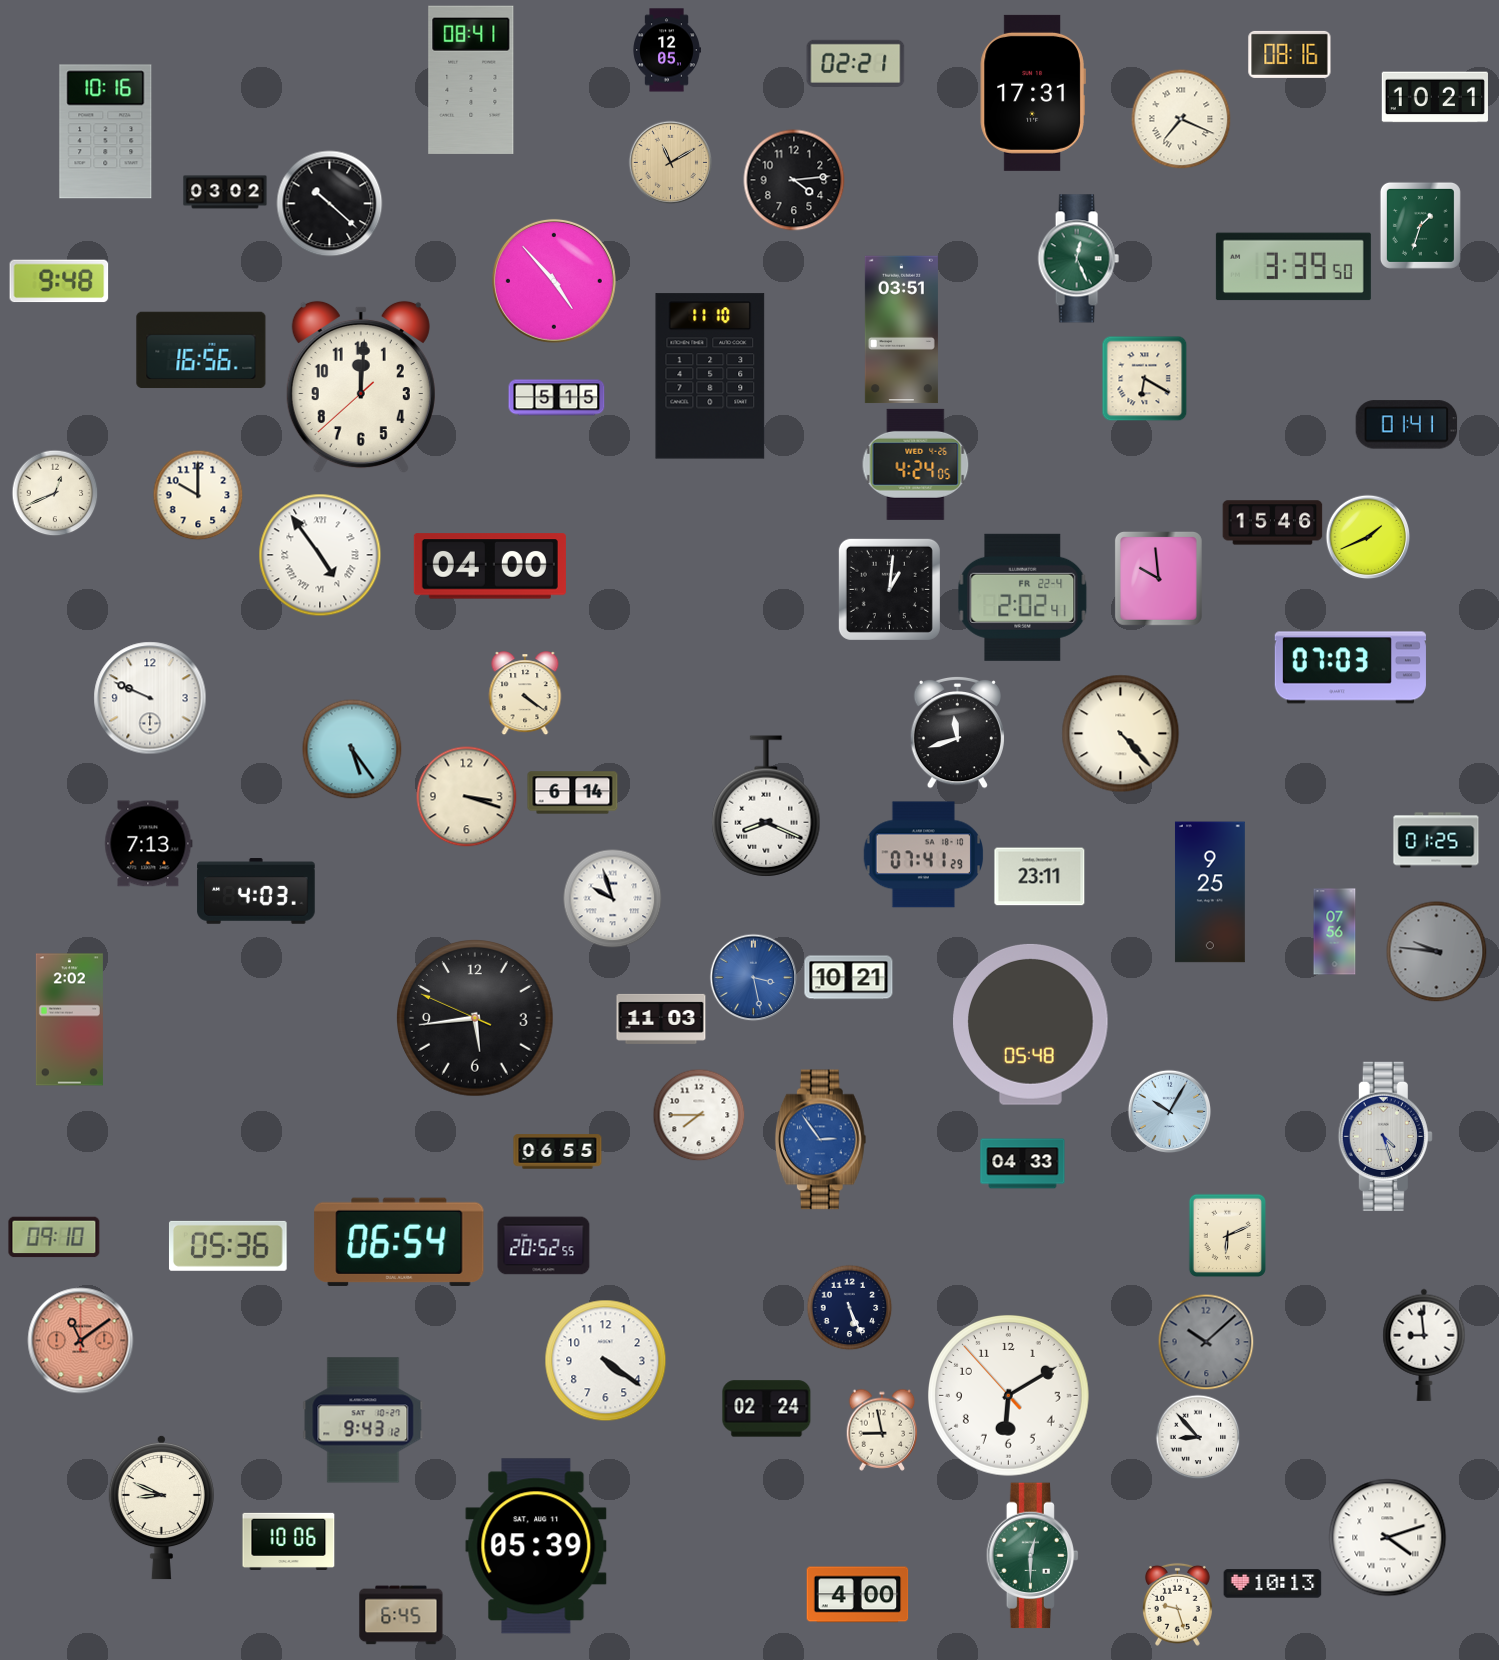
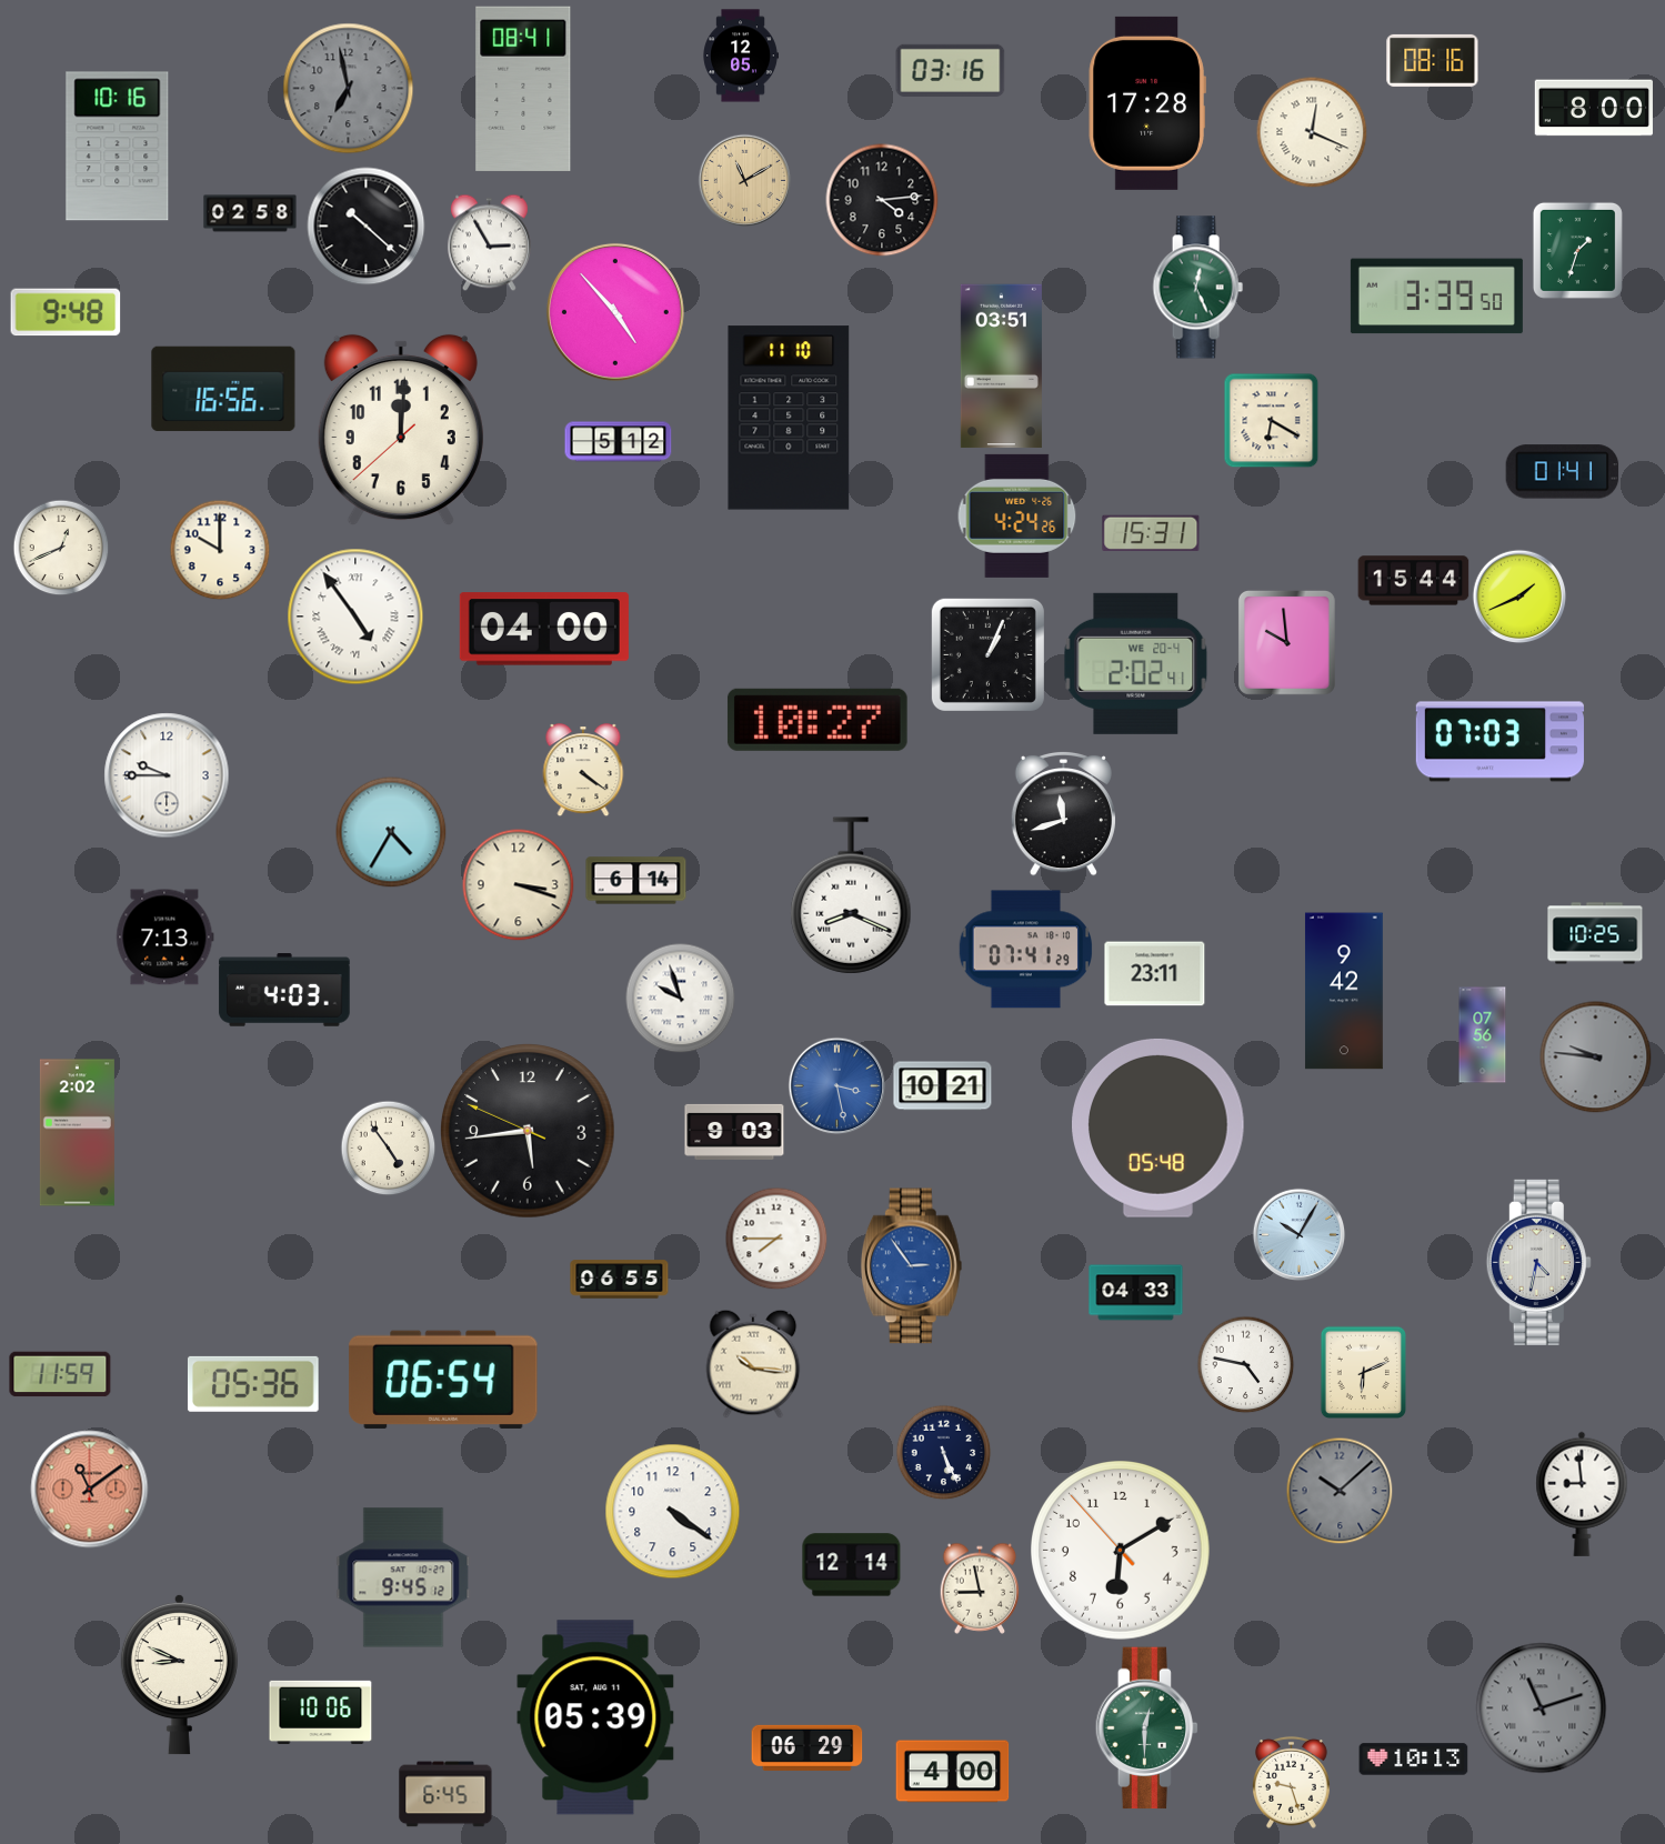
clock at (856, 63): 02:21 -> 03:16
clock at (349, 89): none -> 6:58
clock at (1033, 93): 17:31 -> 17:28
clock at (1435, 97): 10:21 -> 8:00
clock at (1181, 119): 7:19 -> 12:19
clock at (225, 192): 03:02 -> 02:58
clock at (489, 242): none -> 2:55
clock at (557, 398): 5:15 -> 5:12
clock at (916, 464): 4:24:05 -> 4:24:26
clock at (1151, 533): none -> 15:31
clock at (1273, 523): 15:46 -> 15:44
clock at (889, 589): 1:01 -> 1:04
clock at (1023, 597) date: FR 22-4 -> WE 20-4
clock at (818, 720): none -> 10:27
clock at (150, 698): 9:49 -> 9:45
clock at (1121, 734): 4:23 -> none
clock at (352, 749): 5:24 -> 4:35
clock at (1436, 840): 01:25 -> 10:25
clock at (1210, 892): 9:25 -> 9:42
clock at (661, 1019): 11:03 -> 9:03
clock at (1031, 1024) position: (1031, 1024) -> (1159, 1128)
clock at (388, 1148): none -> 4:54
clock at (1385, 1136): 4:27 -> 4:32
clock at (753, 1364): none -> 10:16
clock at (1245, 1364): none -> 4:47
clock at (54, 1237): 09:10 -> 11:59
clock at (544, 1246): 20:52 -> none
clock at (767, 1409): 02:24 -> 12:14
clock at (363, 1420): 9:43 -> 9:45
clock at (1198, 1437): 8:53 -> none
clock at (1388, 1538): 4:12 -> 11:12
clock at (1388, 1538) dial: white -> grey
clock at (808, 1747): none -> 06:29
clock at (1177, 1604) position: (1177, 1604) -> (1291, 1782)
